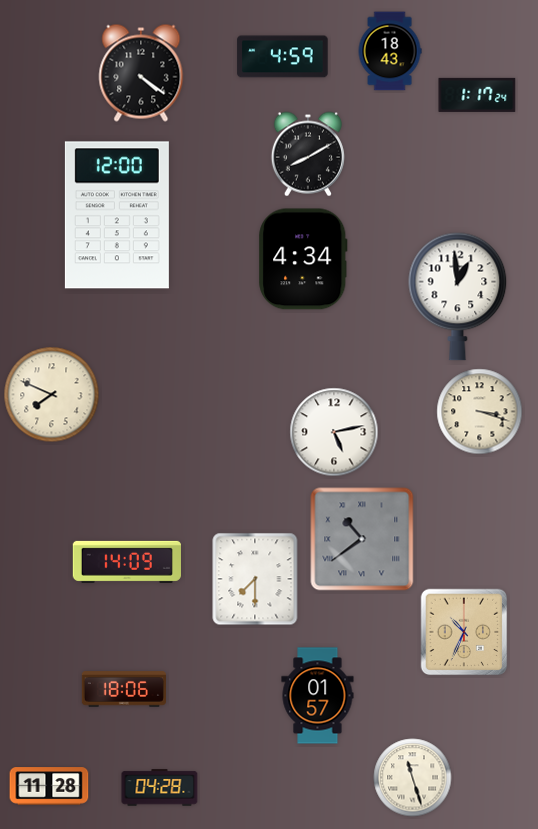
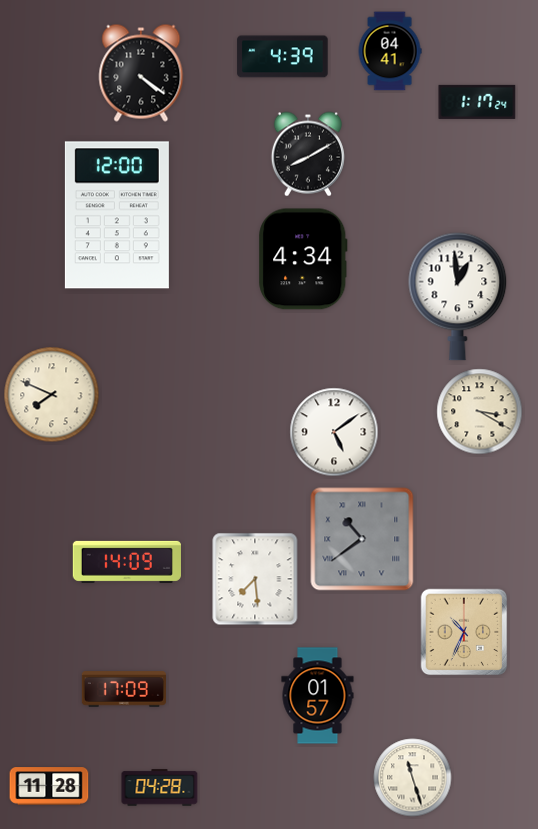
clock at (390, 51): 18:43 -> 04:41
clock at (283, 57): 4:59 -> 4:39
clock at (477, 95) position: (477, 95) -> (477, 102)
clock at (480, 412): 3:18 -> 3:20
clock at (334, 432): 5:13 -> 5:09
clock at (255, 579): 7:30 -> 7:29
clock at (124, 689): 18:06 -> 17:09
